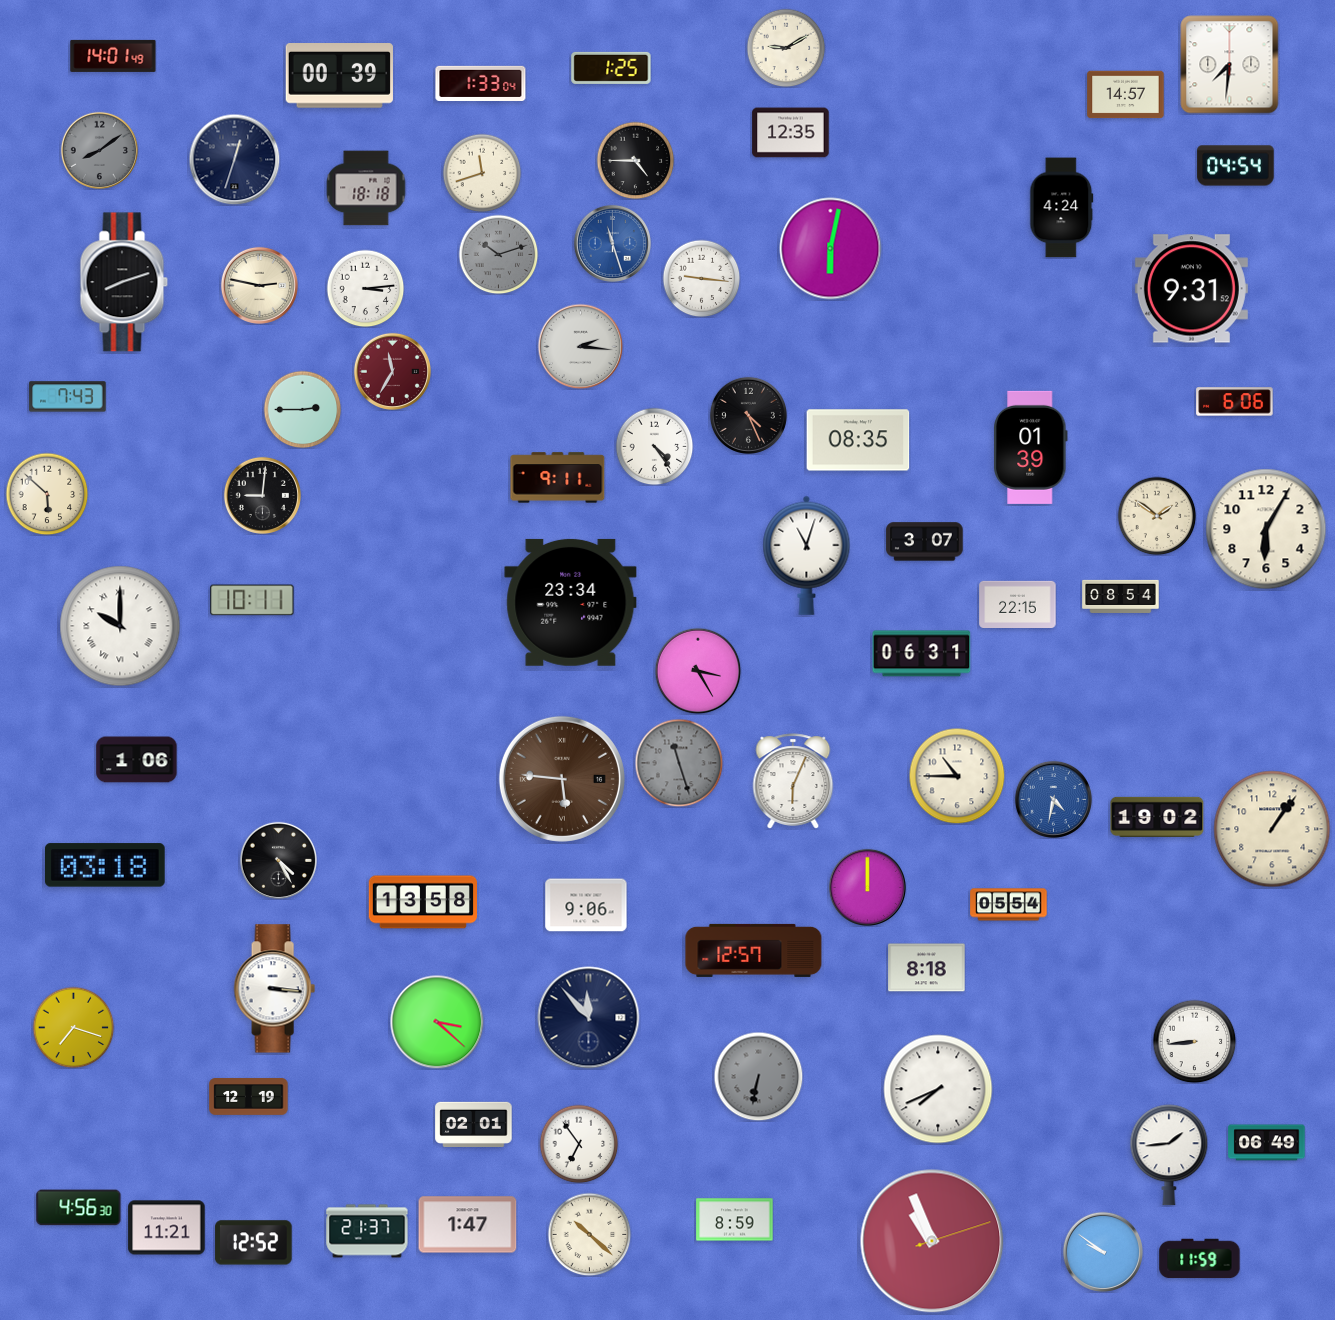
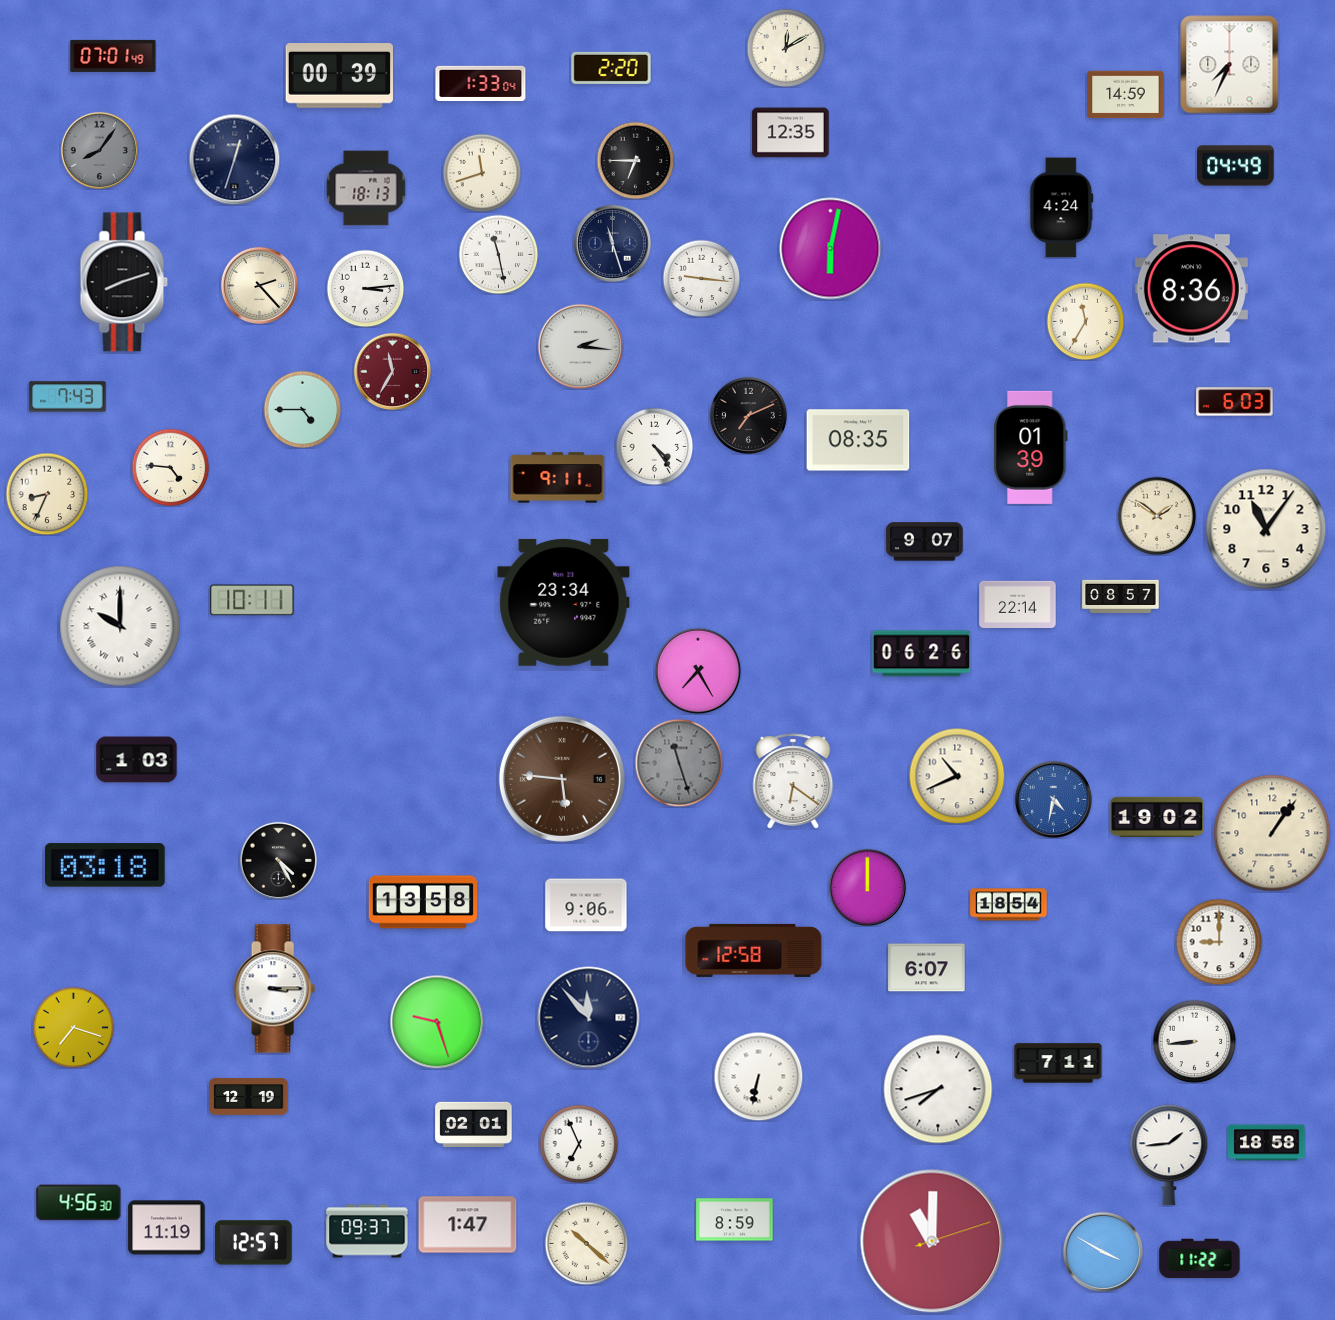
clock at (786, 48): 9:10 -> 12:10
clock at (113, 56): 14:01 -> 07:01
clock at (1230, 65): 7:31 -> 7:34
clock at (611, 68): 1:25 -> 2:20
clock at (1126, 95): 14:57 -> 14:59
clock at (99, 150): 8:09 -> 8:06
clock at (635, 160): 4:45 -> 6:45
clock at (1236, 166): 04:54 -> 04:49
clock at (366, 188): 18:18 -> 18:13
clock at (612, 243) dial: blue -> navy
clock at (498, 254): 10:12 -> 11:28
clock at (498, 254) dial: grey -> white
clock at (259, 285): 2:47 -> 2:23
clock at (1191, 289): 9:31 -> 8:36
clock at (1085, 321): none -> 11:35
clock at (1235, 402): 6:06 -> 6:03
clock at (302, 409): 2:45 -> 4:45
clock at (748, 415): 4:26 -> 7:11
clock at (170, 467): none -> 4:46
clock at (47, 494): 5:52 -> 8:34
clock at (262, 495): 9:01 -> none
clock at (1266, 529): 6:05 -> 11:06
clock at (925, 542): 3:07 -> 9:07
clock at (807, 555): 11:03 -> none
clock at (1121, 596): 08:54 -> 08:57
clock at (571, 602) position: (571, 602) -> (564, 602)
clock at (1018, 604): 22:15 -> 22:14
clock at (922, 654): 06:31 -> 06:26
clock at (698, 671): 3:25 -> 7:25
clock at (137, 760): 1:06 -> 1:03
clock at (957, 776): 10:45 -> 10:41
clock at (793, 781): 6:04 -> 6:21
clock at (1272, 829) position: (1272, 829) -> (1272, 833)
clock at (1009, 905): 05:54 -> 18:54
clock at (1219, 942): none -> 9:00
clock at (754, 950): 12:57 -> 12:58
clock at (927, 968): 8:18 -> 6:07
clock at (274, 989): 3:16 -> 3:15
clock at (437, 1022): 3:22 -> 9:27
clock at (1058, 1063): none -> 7:11
clock at (758, 1076) dial: grey -> white
clock at (938, 1089): 7:41 -> 7:42
clock at (1267, 1143): 06:49 -> 18:58
clock at (579, 1144): 6:54 -> 6:56
clock at (79, 1208) position: (79, 1208) -> (79, 1203)
clock at (167, 1228): 11:21 -> 11:19
clock at (367, 1231): 21:37 -> 09:37
clock at (589, 1234) position: (589, 1234) -> (586, 1243)
clock at (932, 1241): 10:56 -> 11:00
clock at (254, 1243): 12:52 -> 12:57
clock at (1103, 1252): 9:51 -> 3:50
clock at (1200, 1259): 11:59 -> 11:22
